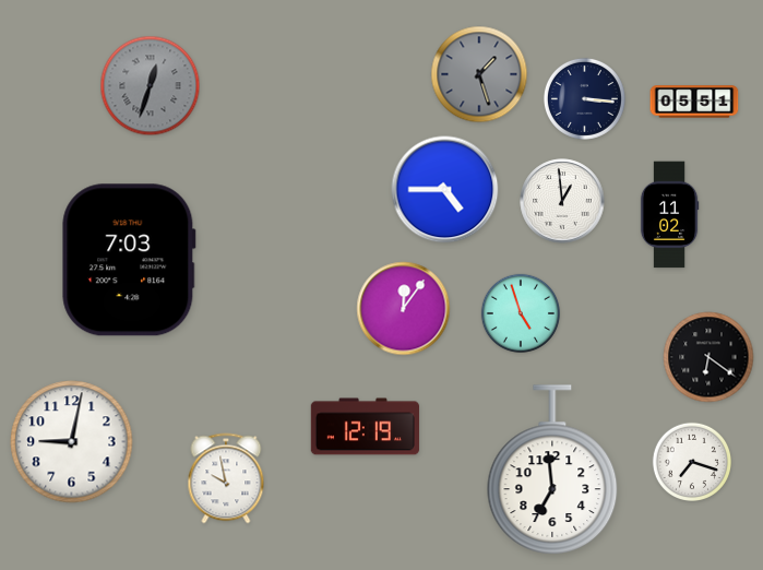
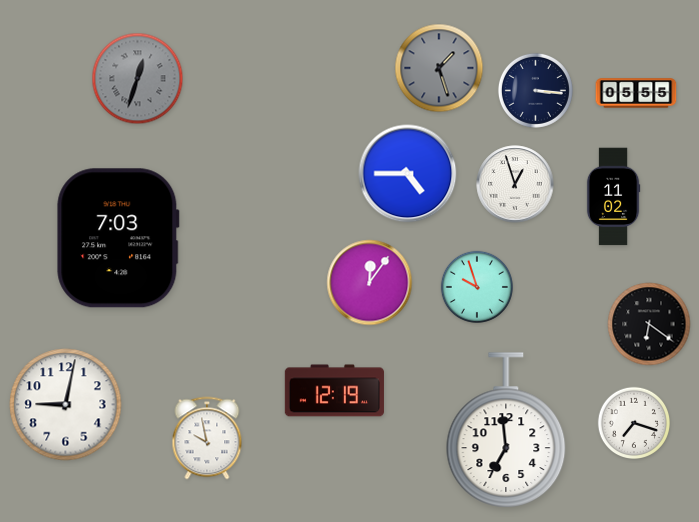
clock at (694, 102): 05:51 -> 05:55
clock at (562, 201): 12:59 -> 12:57
clock at (520, 312): 4:57 -> 9:57
clock at (708, 357) position: (708, 357) -> (649, 324)
